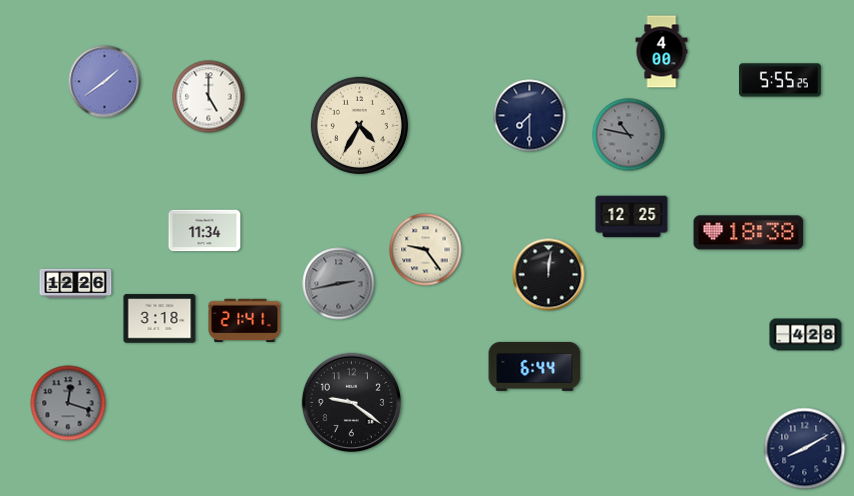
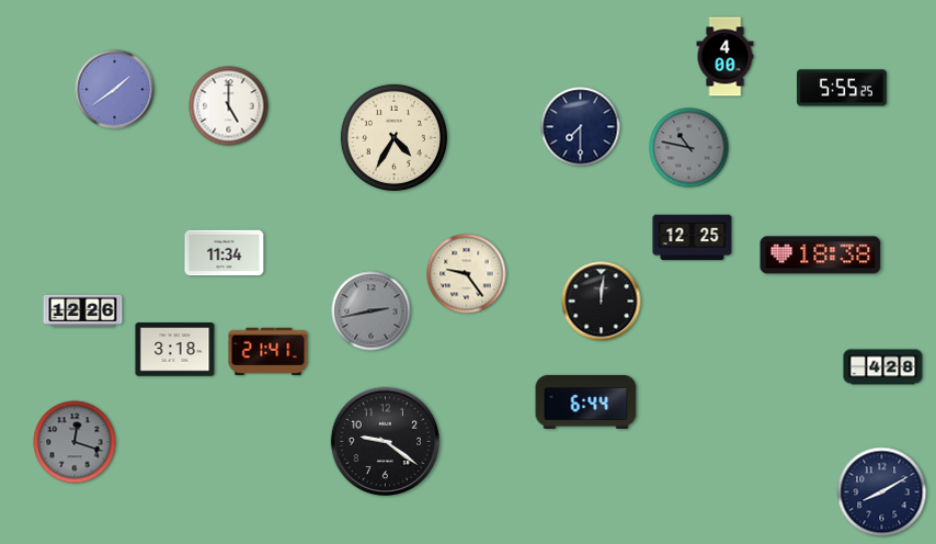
clock at (780, 80) position: (780, 80) -> (842, 88)
